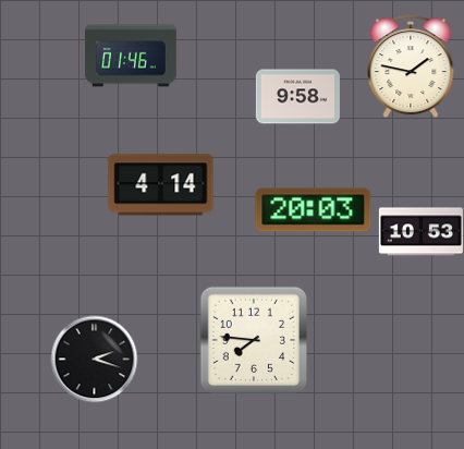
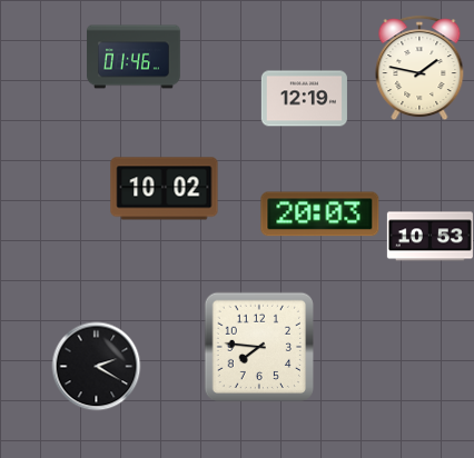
clock at (297, 97): 9:58 -> 12:19
clock at (161, 185): 4:14 -> 10:02
clock at (94, 359): 2:18 -> 2:20
